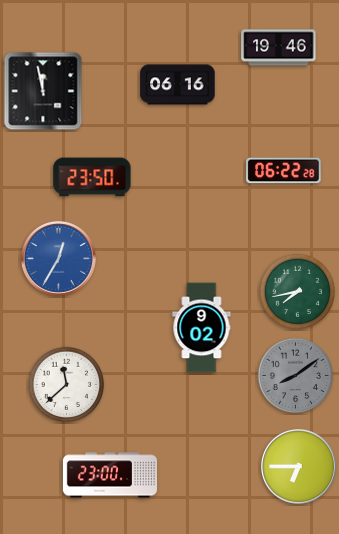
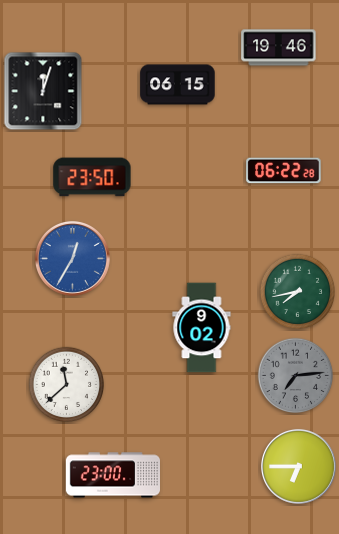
clock at (178, 85): 06:16 -> 06:15
clock at (43, 91): 11:58 -> 12:03
clock at (58, 258) position: (58, 258) -> (72, 258)
clock at (296, 376): 8:09 -> 7:14
clock at (109, 475) position: (109, 475) -> (112, 475)
